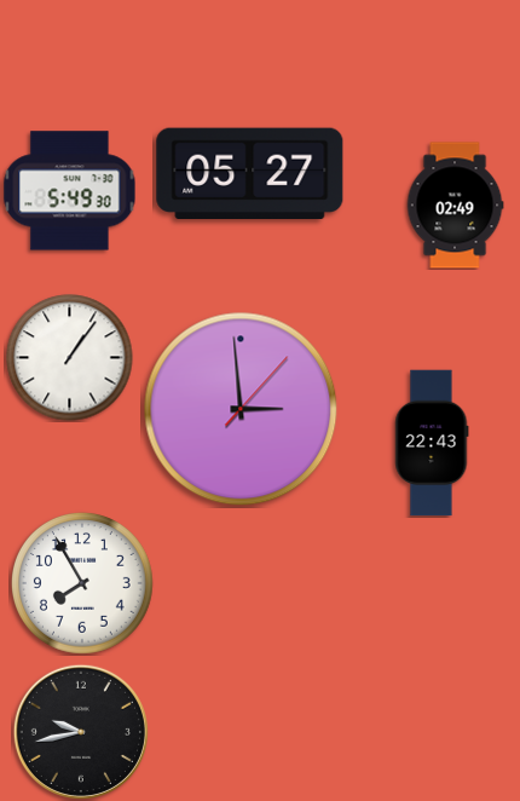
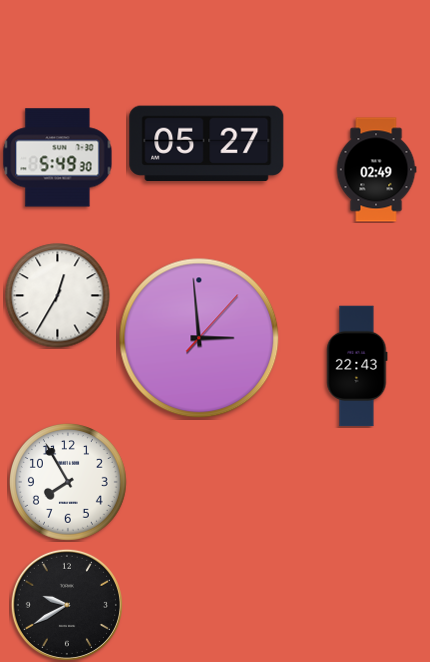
clock at (70, 358): 1:06 -> 12:35
clock at (81, 732): 9:43 -> 9:40
